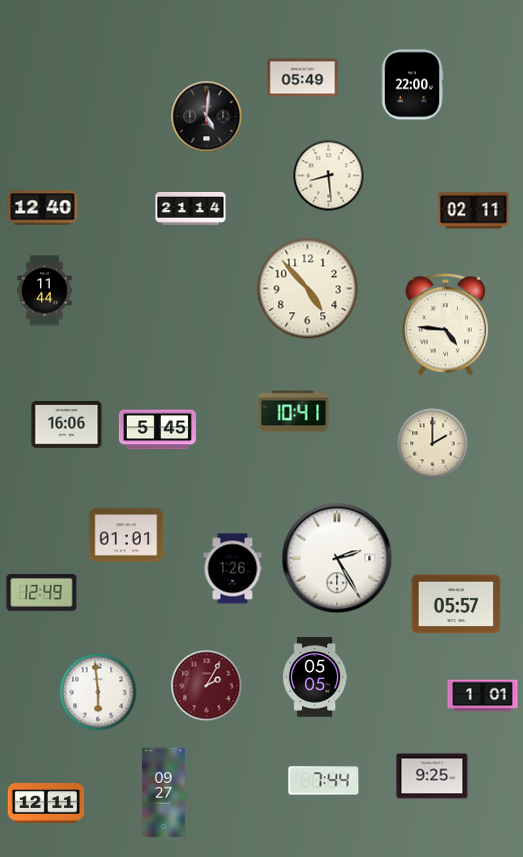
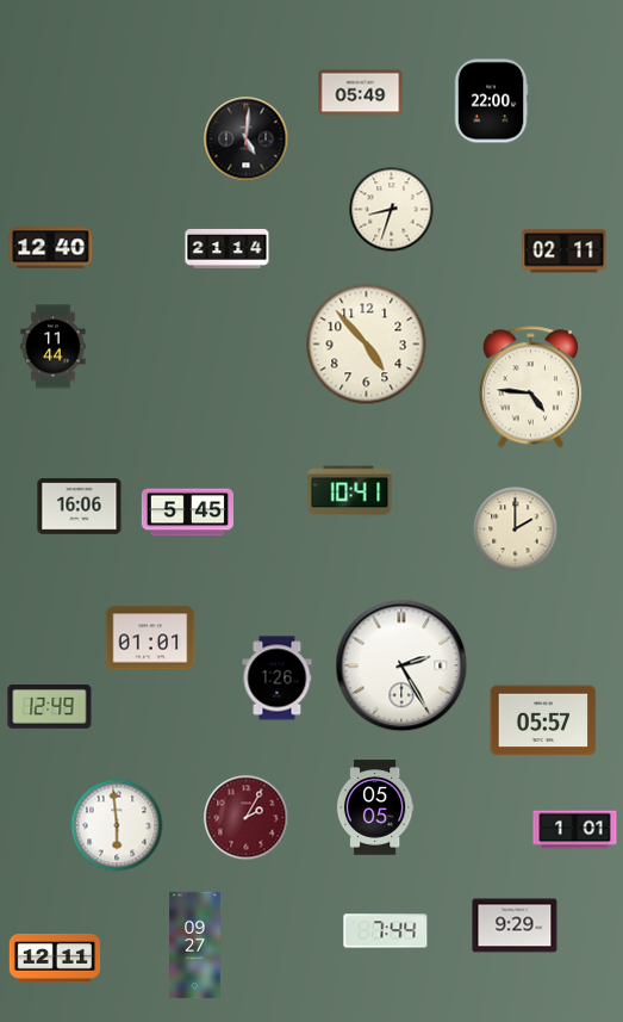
clock at (329, 176): 8:29 -> 8:33
clock at (432, 776): 9:25 -> 9:29
